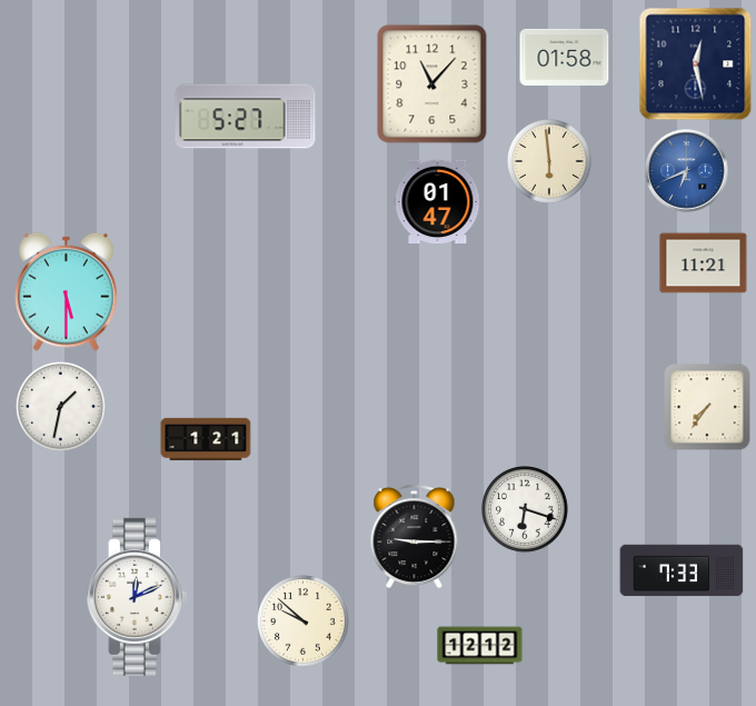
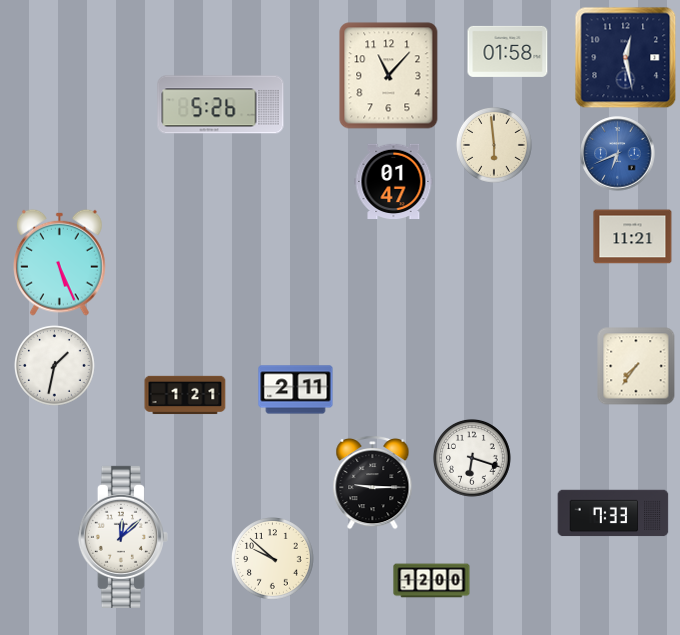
clock at (246, 117): 5:27 -> 5:26
clock at (67, 291): 5:30 -> 5:26
clock at (296, 390): none -> 2:11
clock at (137, 597): 12:11 -> 12:08
clock at (480, 646): 12:12 -> 12:00
